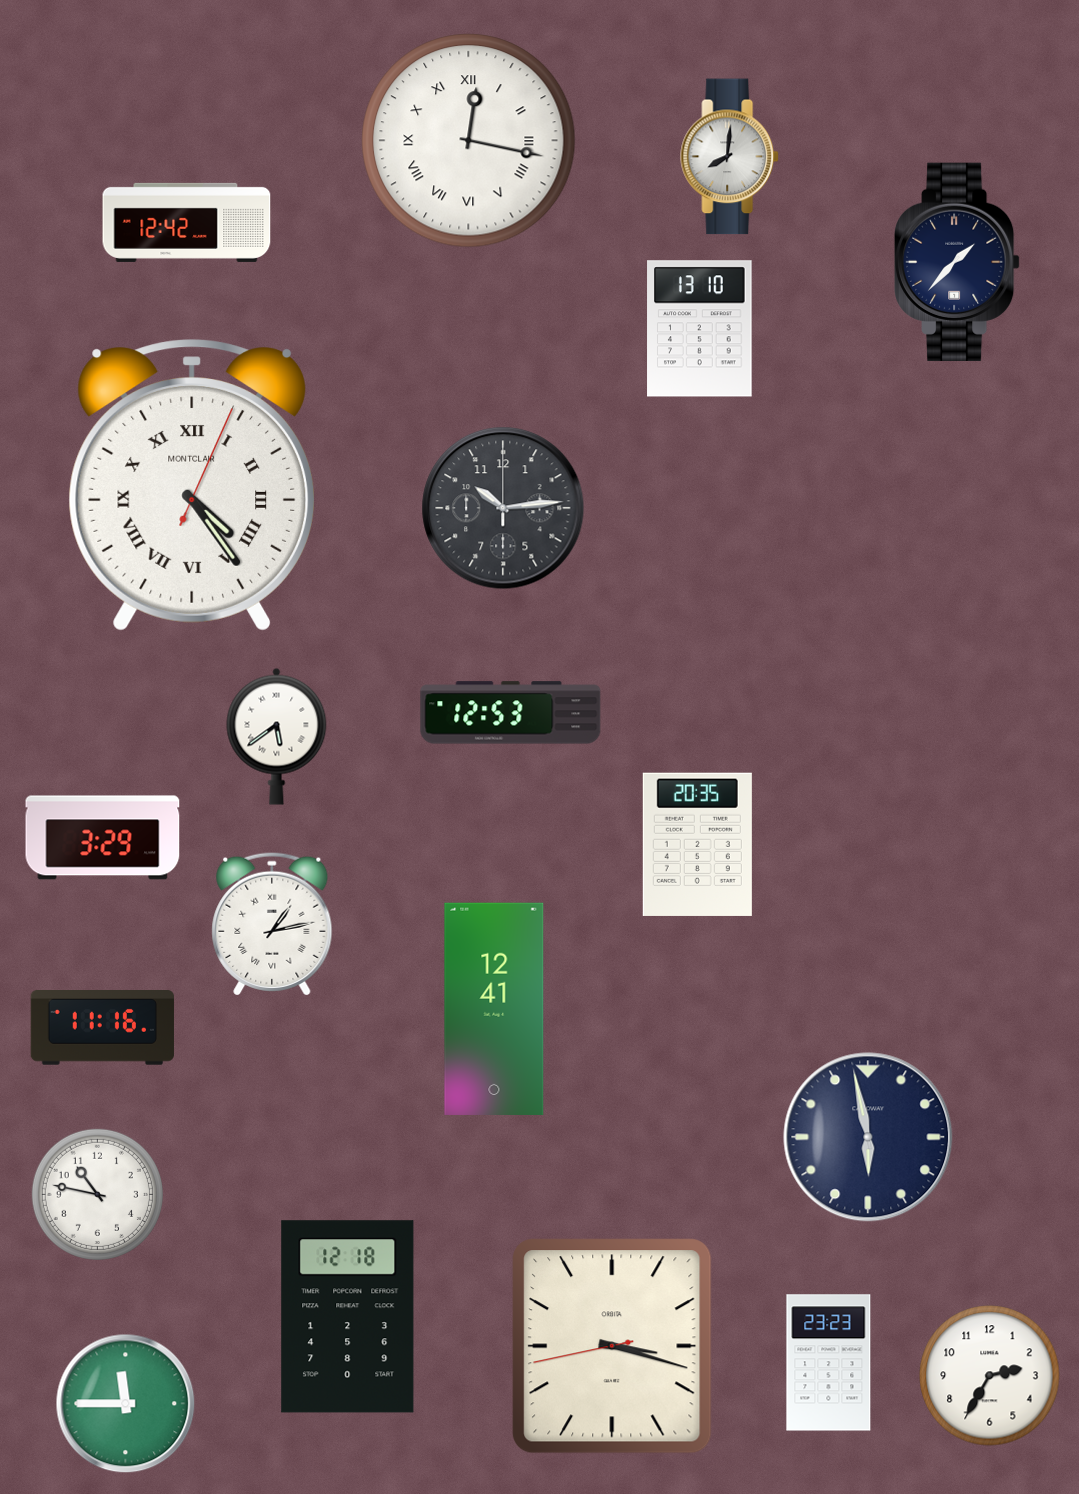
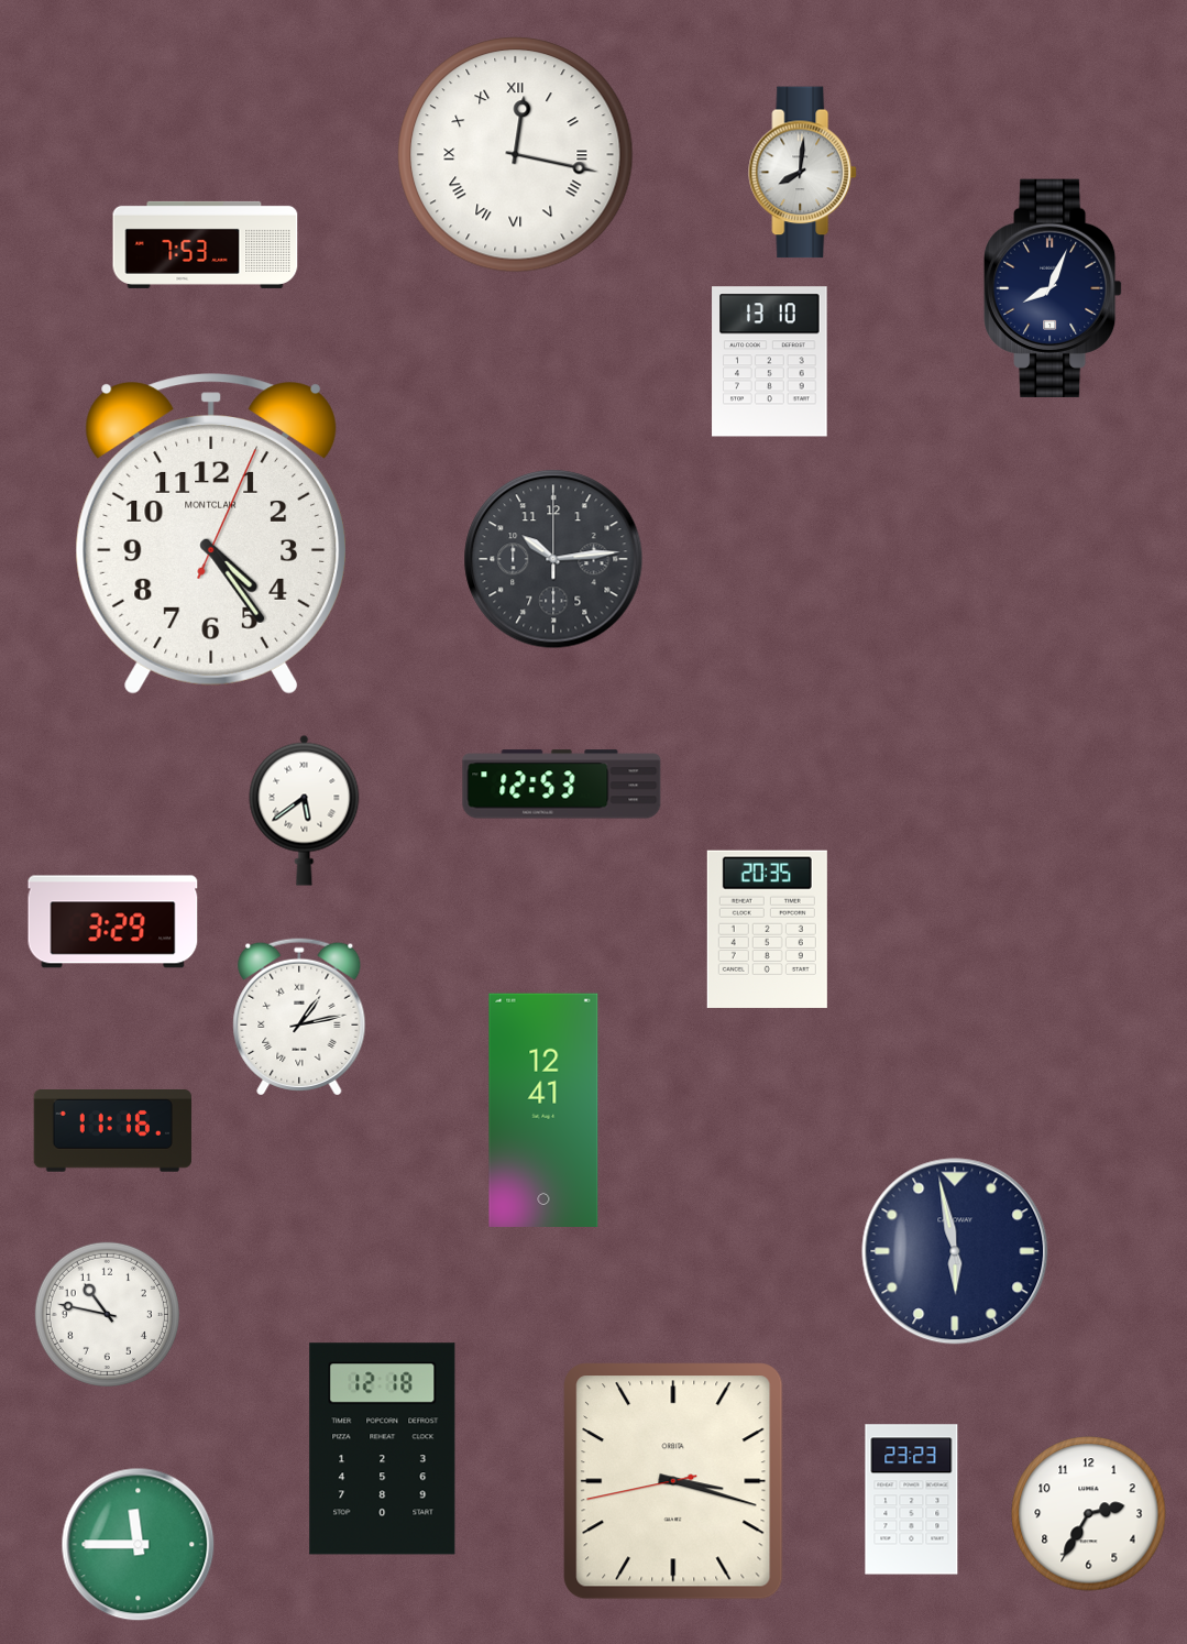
clock at (187, 222): 12:42 -> 7:53
clock at (958, 262): 1:37 -> 8:04
clock at (192, 485) numerals: Roman -> Arabic
